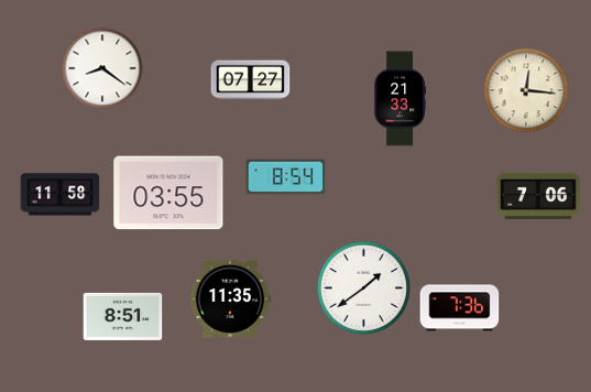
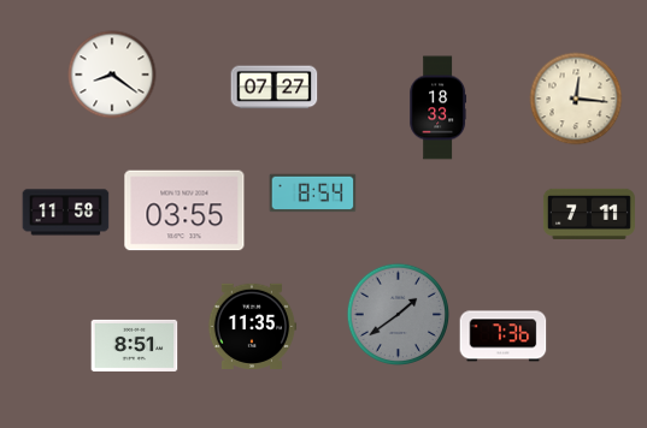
clock at (400, 99): 21:33 -> 18:33
clock at (538, 196): 7:06 -> 7:11
clock at (364, 288) dial: white -> grey
